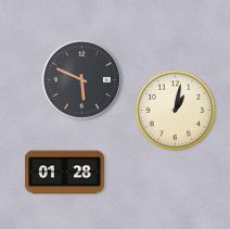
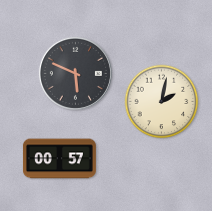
clock at (176, 111): 1:02 -> 2:02
clock at (64, 173): 01:28 -> 00:57
